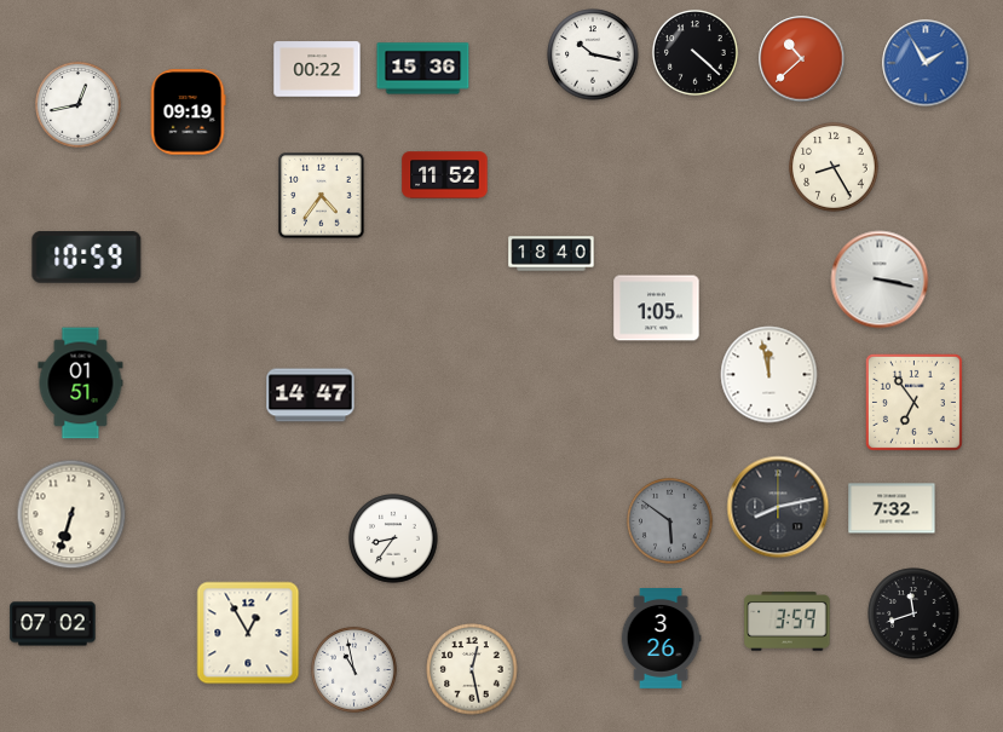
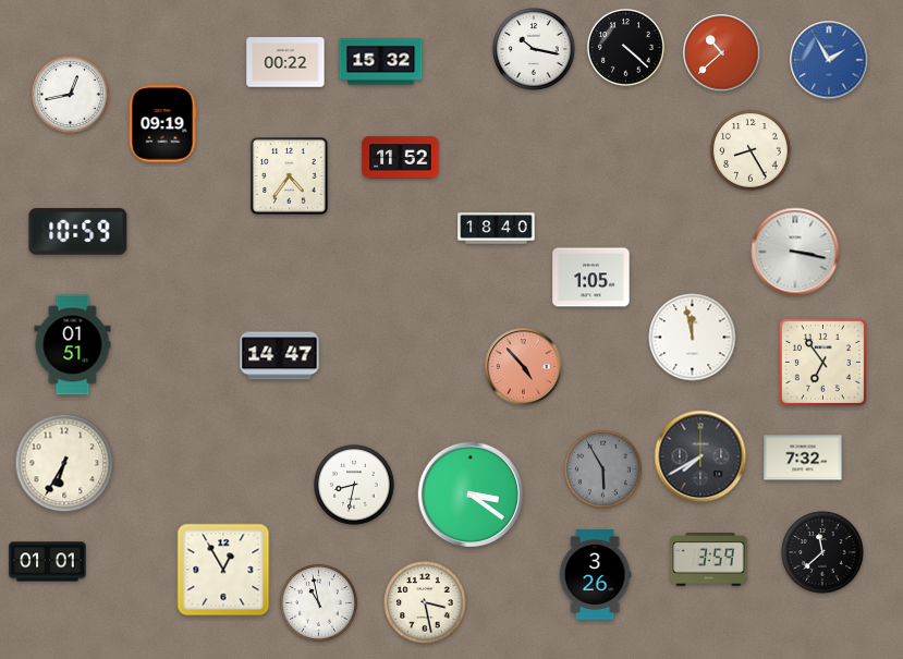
clock at (926, 63) position: (926, 63) -> (829, 60)
clock at (423, 69): 15:36 -> 15:32
clock at (188, 113) position: (188, 113) -> (162, 124)
clock at (880, 279) position: (880, 279) -> (795, 252)
clock at (524, 367): none -> 4:53
clock at (778, 507): 8:13 -> 7:40
clock at (71, 514): 6:33 -> 6:35
clock at (669, 520): 5:51 -> 5:55
clock at (393, 538): 8:36 -> 8:32
clock at (469, 493): none -> 3:21
clock at (913, 613): 11:42 -> 11:38
clock at (53, 624): 07:02 -> 01:01
clock at (472, 669): 12:28 -> 3:28
